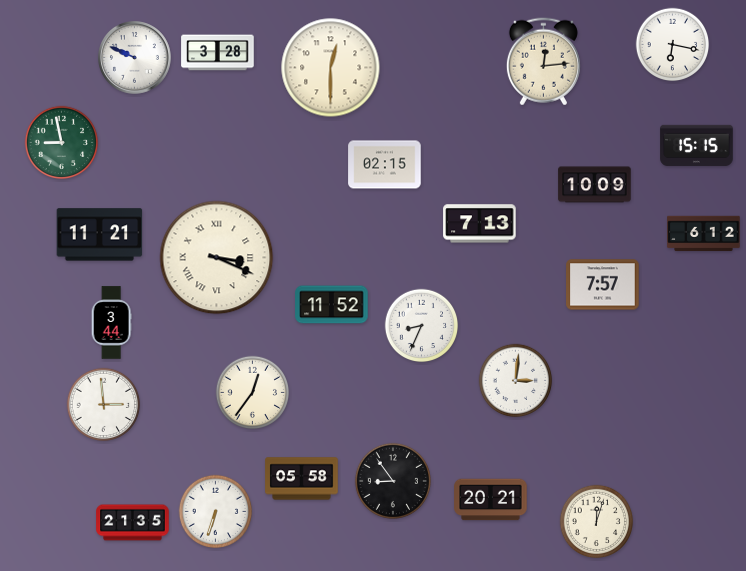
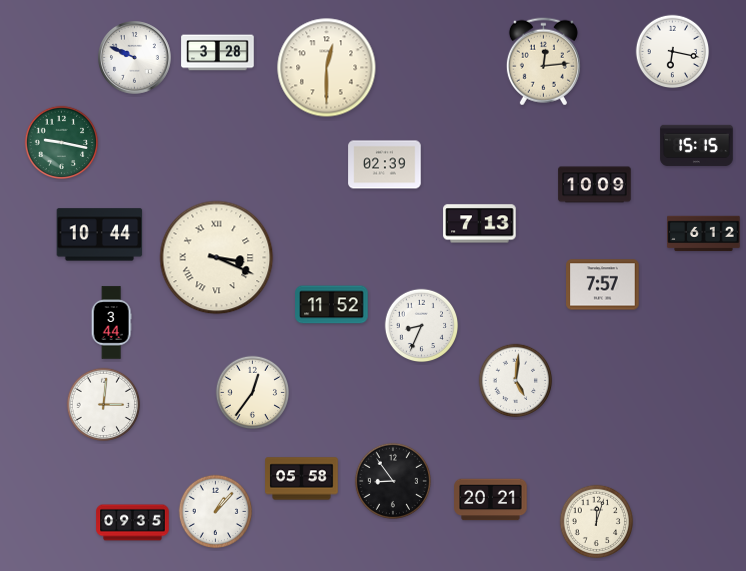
clock at (673, 45) position: (673, 45) -> (673, 52)
clock at (331, 68) position: (331, 68) -> (327, 68)
clock at (62, 143): 8:58 -> 9:17
clock at (385, 165): 02:15 -> 02:39
clock at (100, 235): 11:21 -> 10:44
clock at (516, 381): 3:01 -> 5:01
clock at (104, 405): 2:59 -> 3:01
clock at (216, 512): 6:33 -> 1:07
clock at (133, 523): 21:35 -> 09:35
